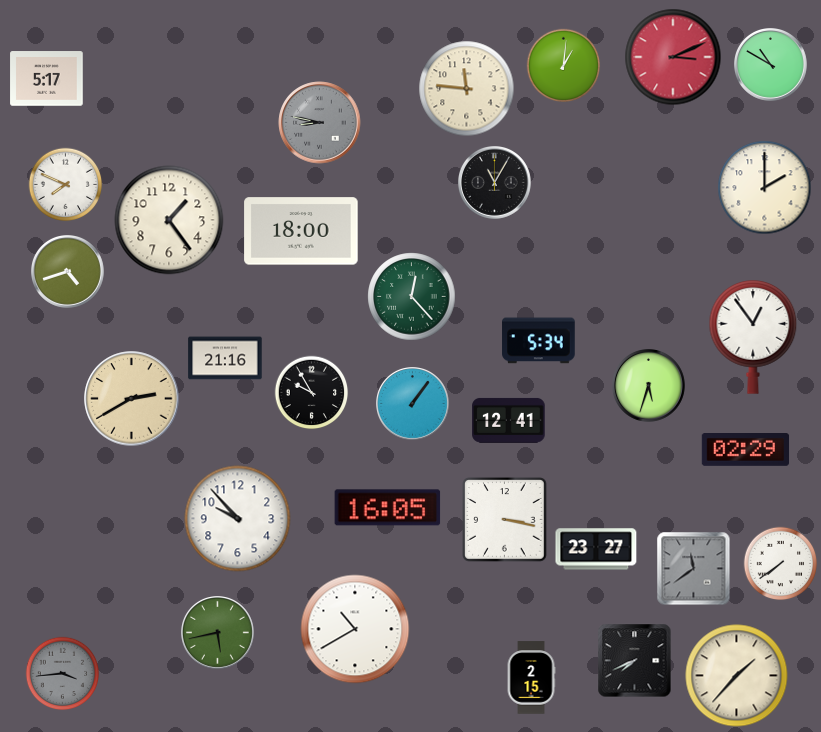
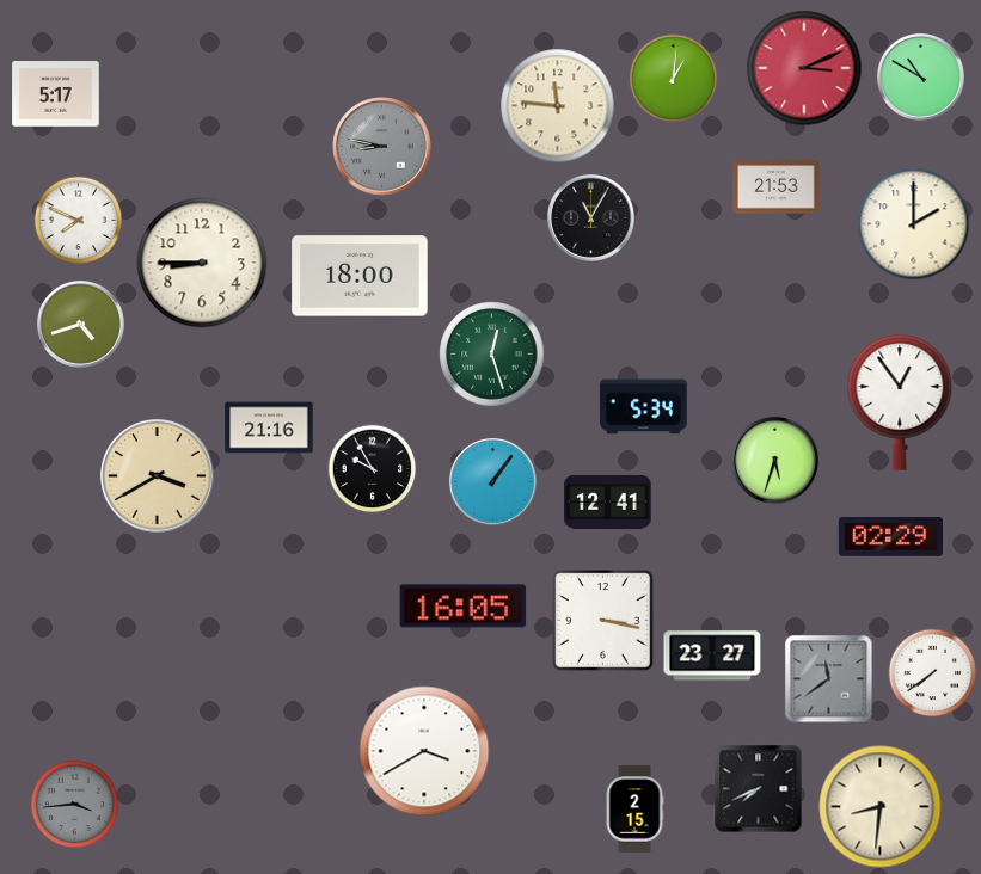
clock at (777, 187): none -> 21:53
clock at (169, 220): 1:24 -> 8:45
clock at (412, 297): 12:23 -> 12:27
clock at (132, 399): 2:40 -> 3:40
clock at (238, 519): 9:53 -> none
clock at (355, 629): 10:40 -> 3:40
clock at (218, 633): 5:43 -> none
clock at (737, 676): 1:37 -> 8:31
